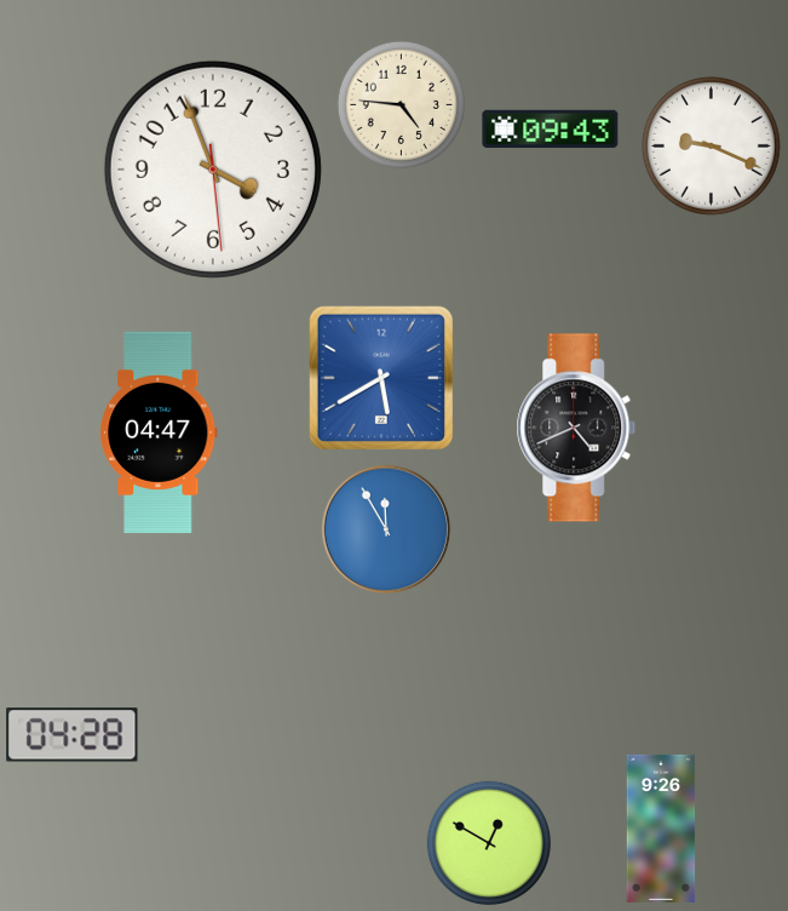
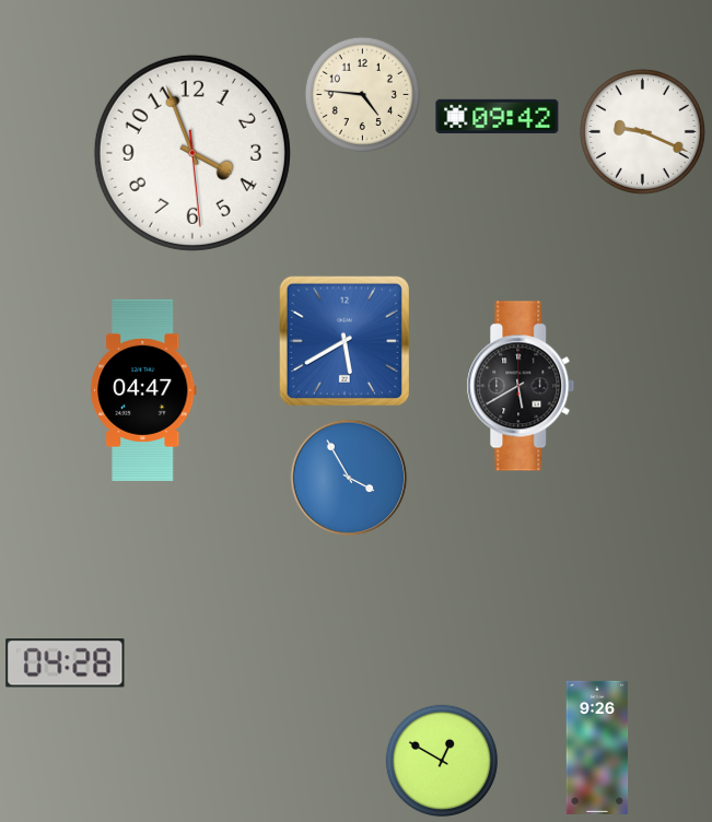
clock at (551, 128): 09:43 -> 09:42
clock at (576, 428): 4:41 -> 5:40
clock at (386, 529): 11:55 -> 3:55
